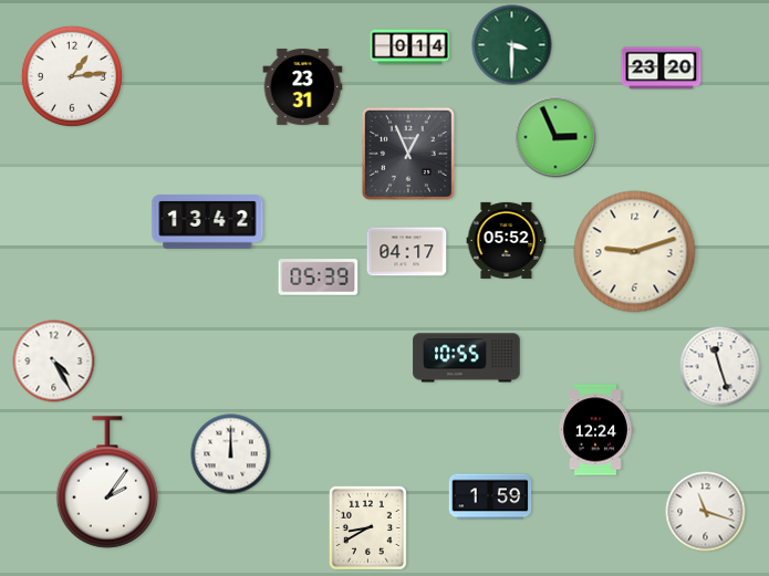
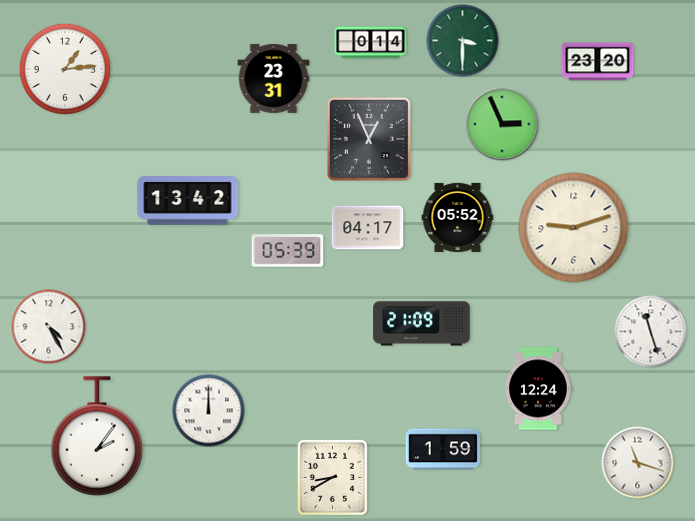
clock at (467, 358): 10:55 -> 21:09
